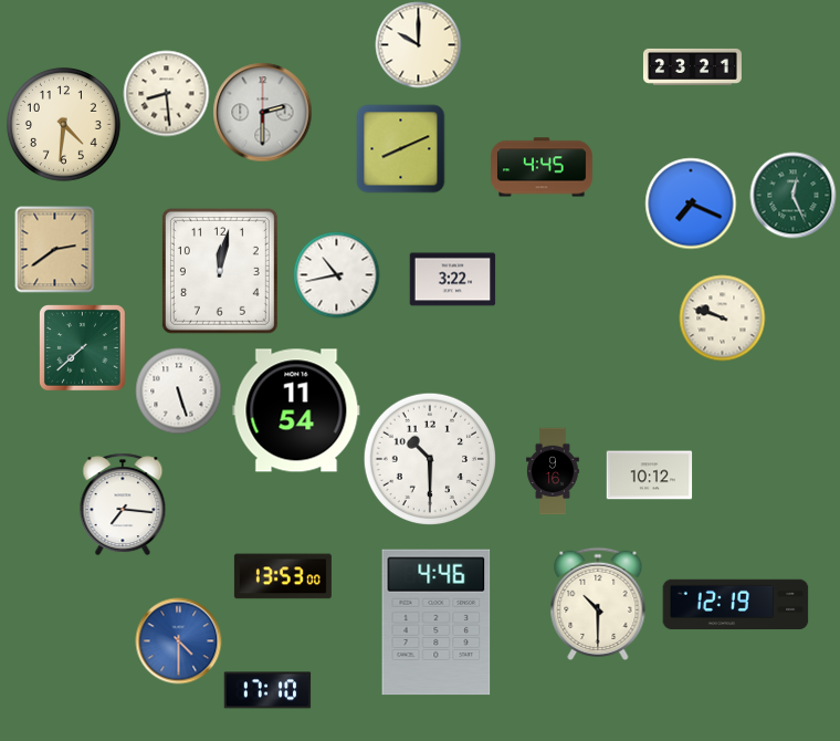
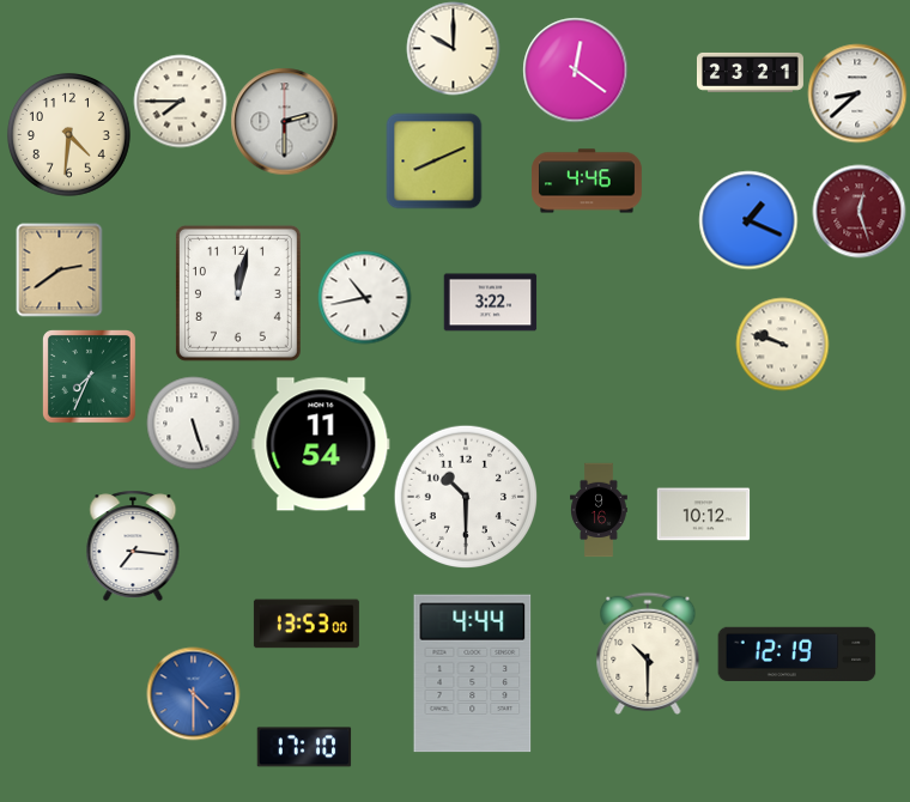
clock at (575, 69): none -> 12:21
clock at (857, 93): none -> 8:38
clock at (166, 93): 8:29 -> 7:45
clock at (543, 167): 4:45 -> 4:46
clock at (792, 195): 12:26 -> 12:27
clock at (792, 195) dial: green -> burgundy
clock at (691, 203): 7:19 -> 1:19
clock at (83, 348): 7:38 -> 7:34
clock at (437, 623): 4:46 -> 4:44
clock at (267, 690) position: (267, 690) -> (304, 747)
